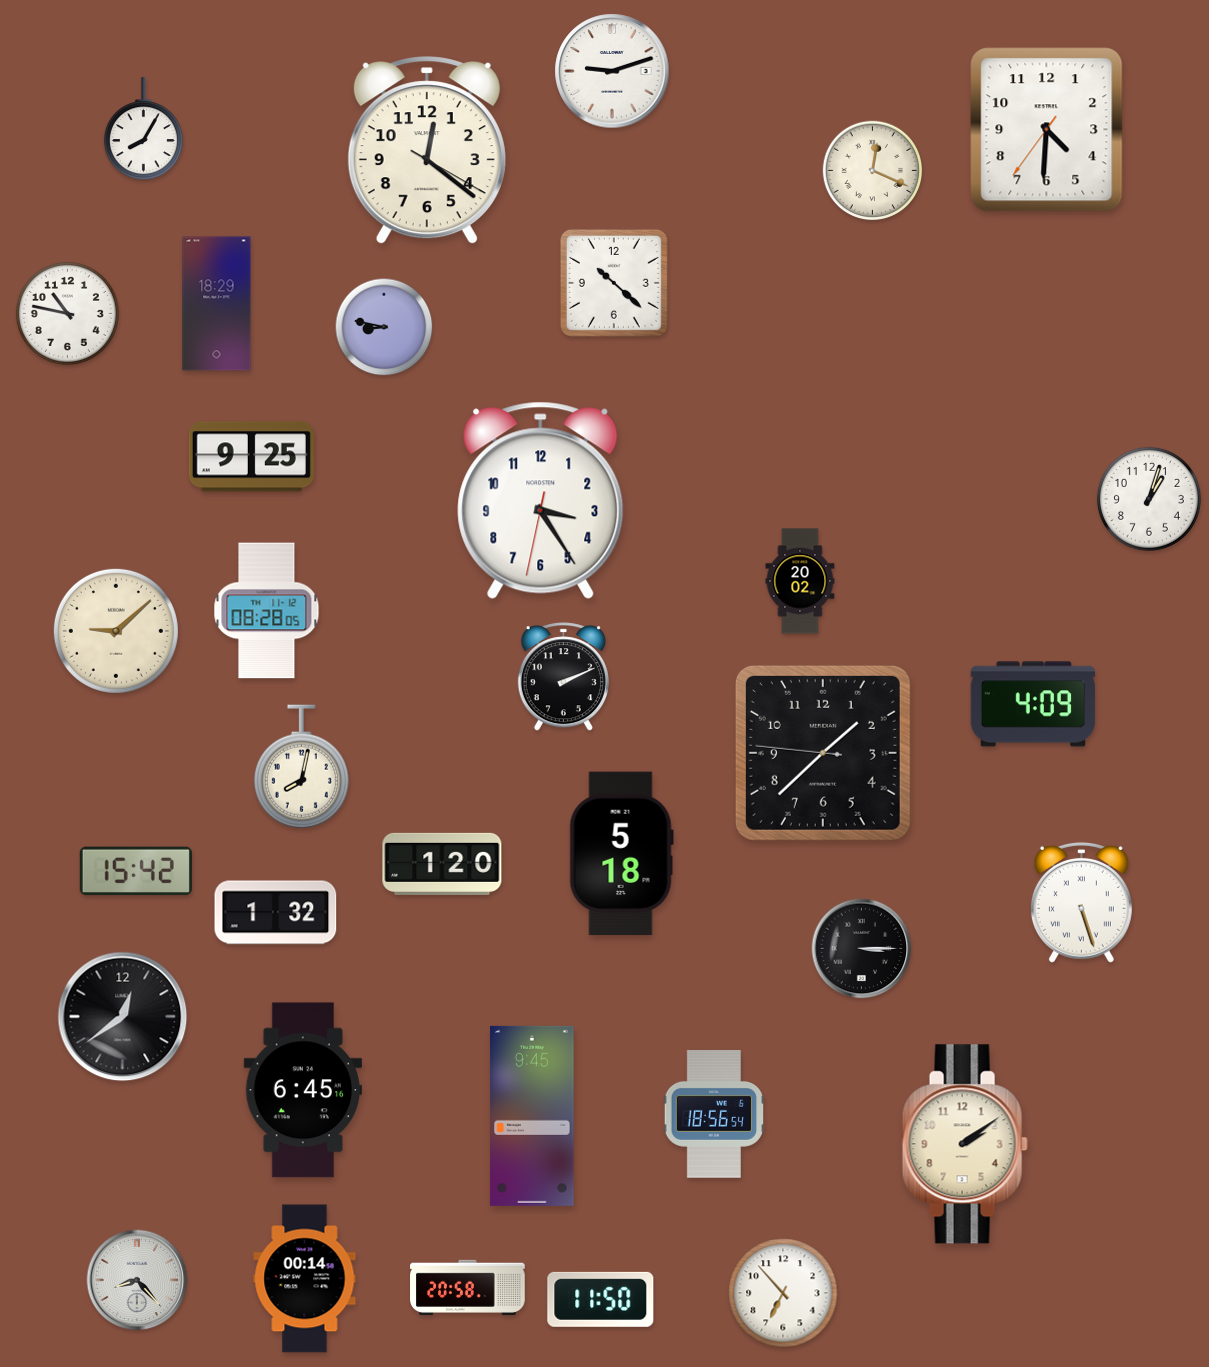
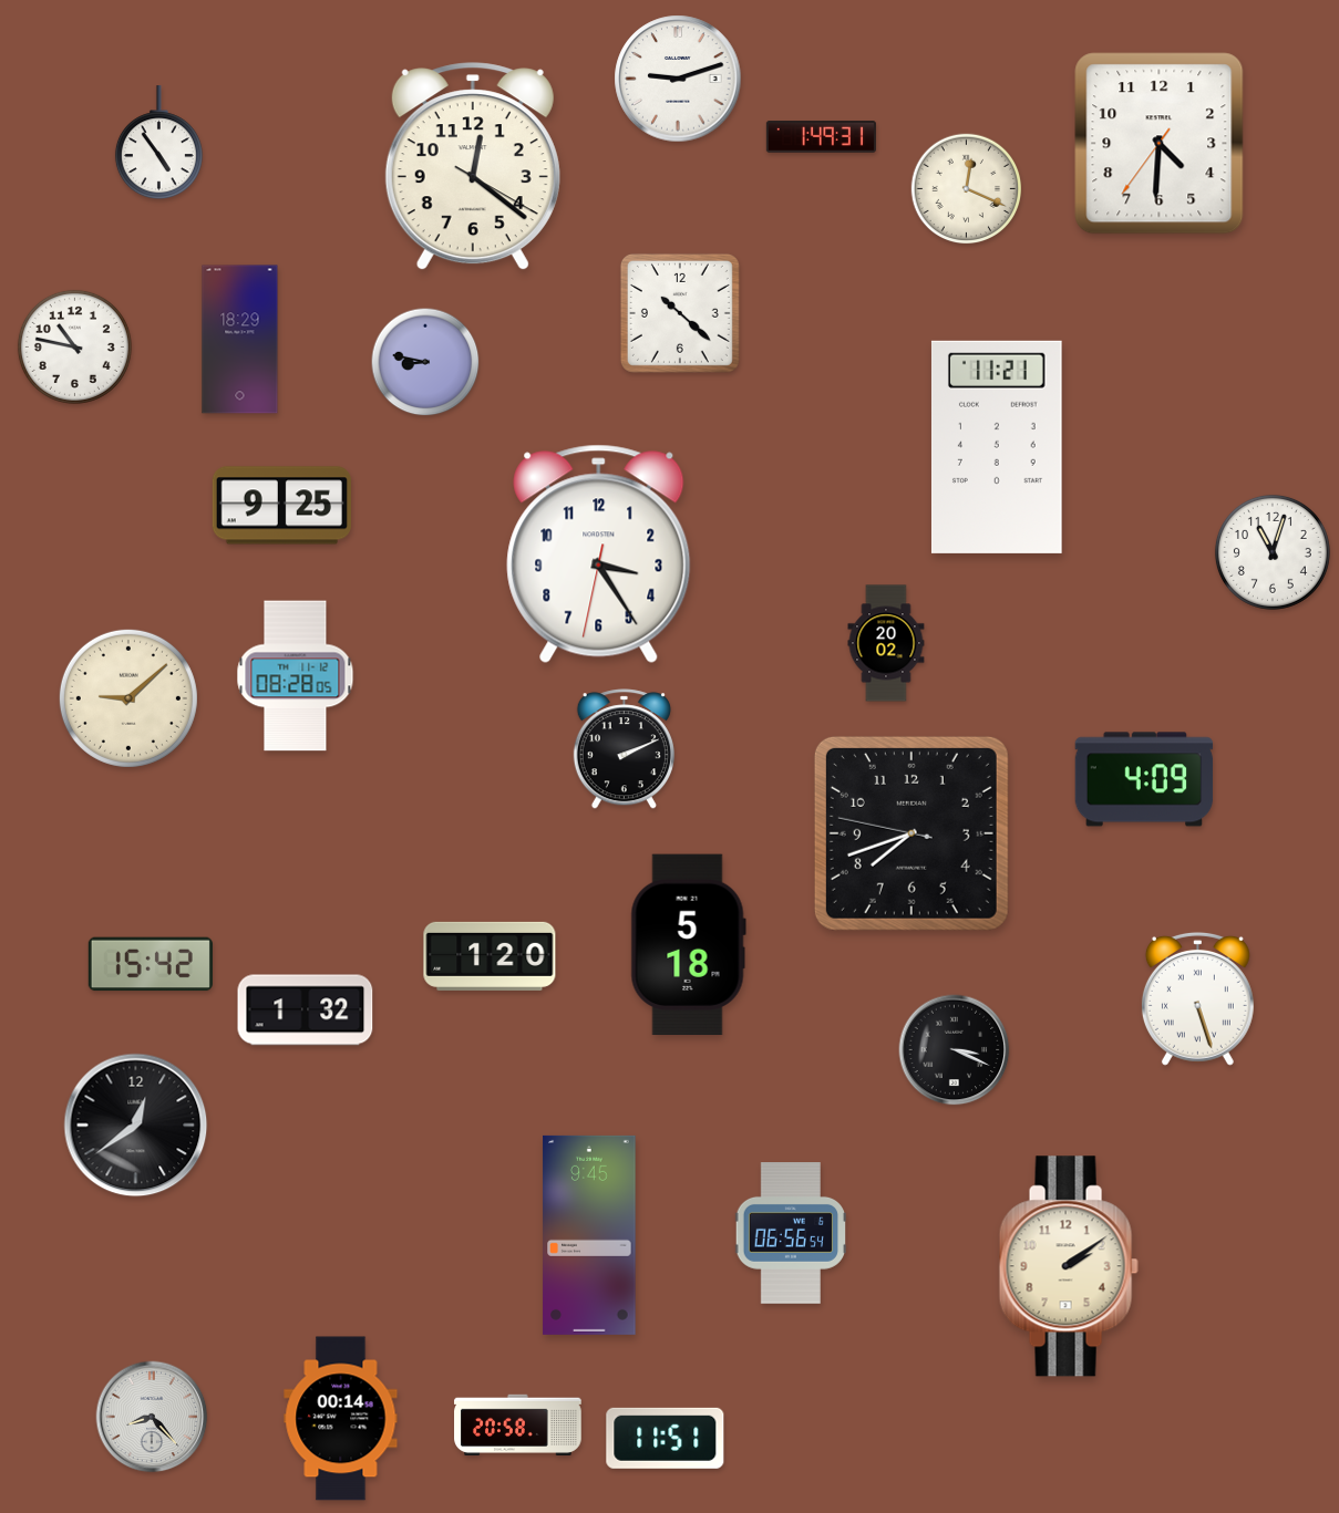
clock at (821, 137): none -> 1:49
clock at (143, 129): 8:05 -> 4:54
clock at (217, 304) position: (217, 304) -> (240, 340)
clock at (997, 447): none -> 11:21
clock at (251, 457) position: (251, 457) -> (281, 506)
clock at (1149, 499): 1:03 -> 11:03
clock at (823, 753): 1:37 -> 7:41
clock at (301, 767): 8:02 -> none
clock at (862, 949): 3:15 -> 3:19
clock at (302, 1090): 6:45 -> none
clock at (714, 1115): 18:56 -> 06:56
clock at (305, 1279) position: (305, 1279) -> (341, 1419)
clock at (783, 1293): 6:53 -> none
clock at (601, 1299): 11:50 -> 11:51
